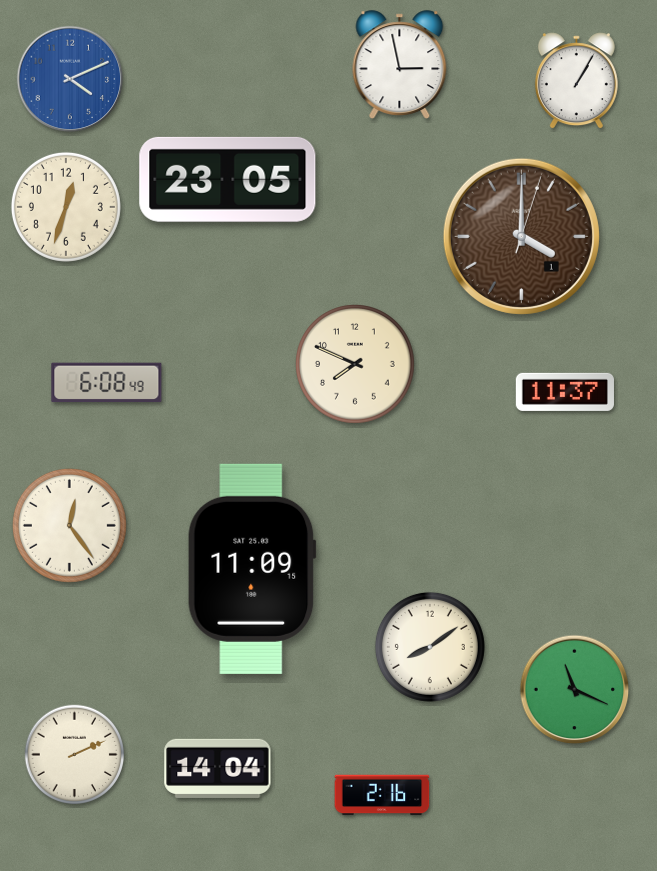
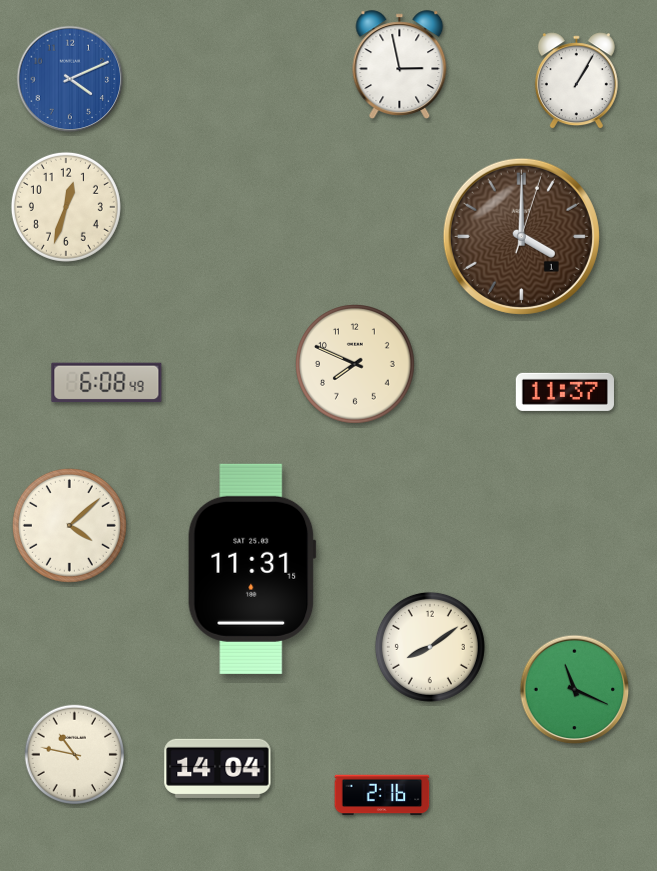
clock at (228, 179): 23:05 -> none
clock at (69, 525): 12:24 -> 4:08
clock at (252, 569): 11:09 -> 11:31
clock at (75, 755): 2:11 -> 10:47
